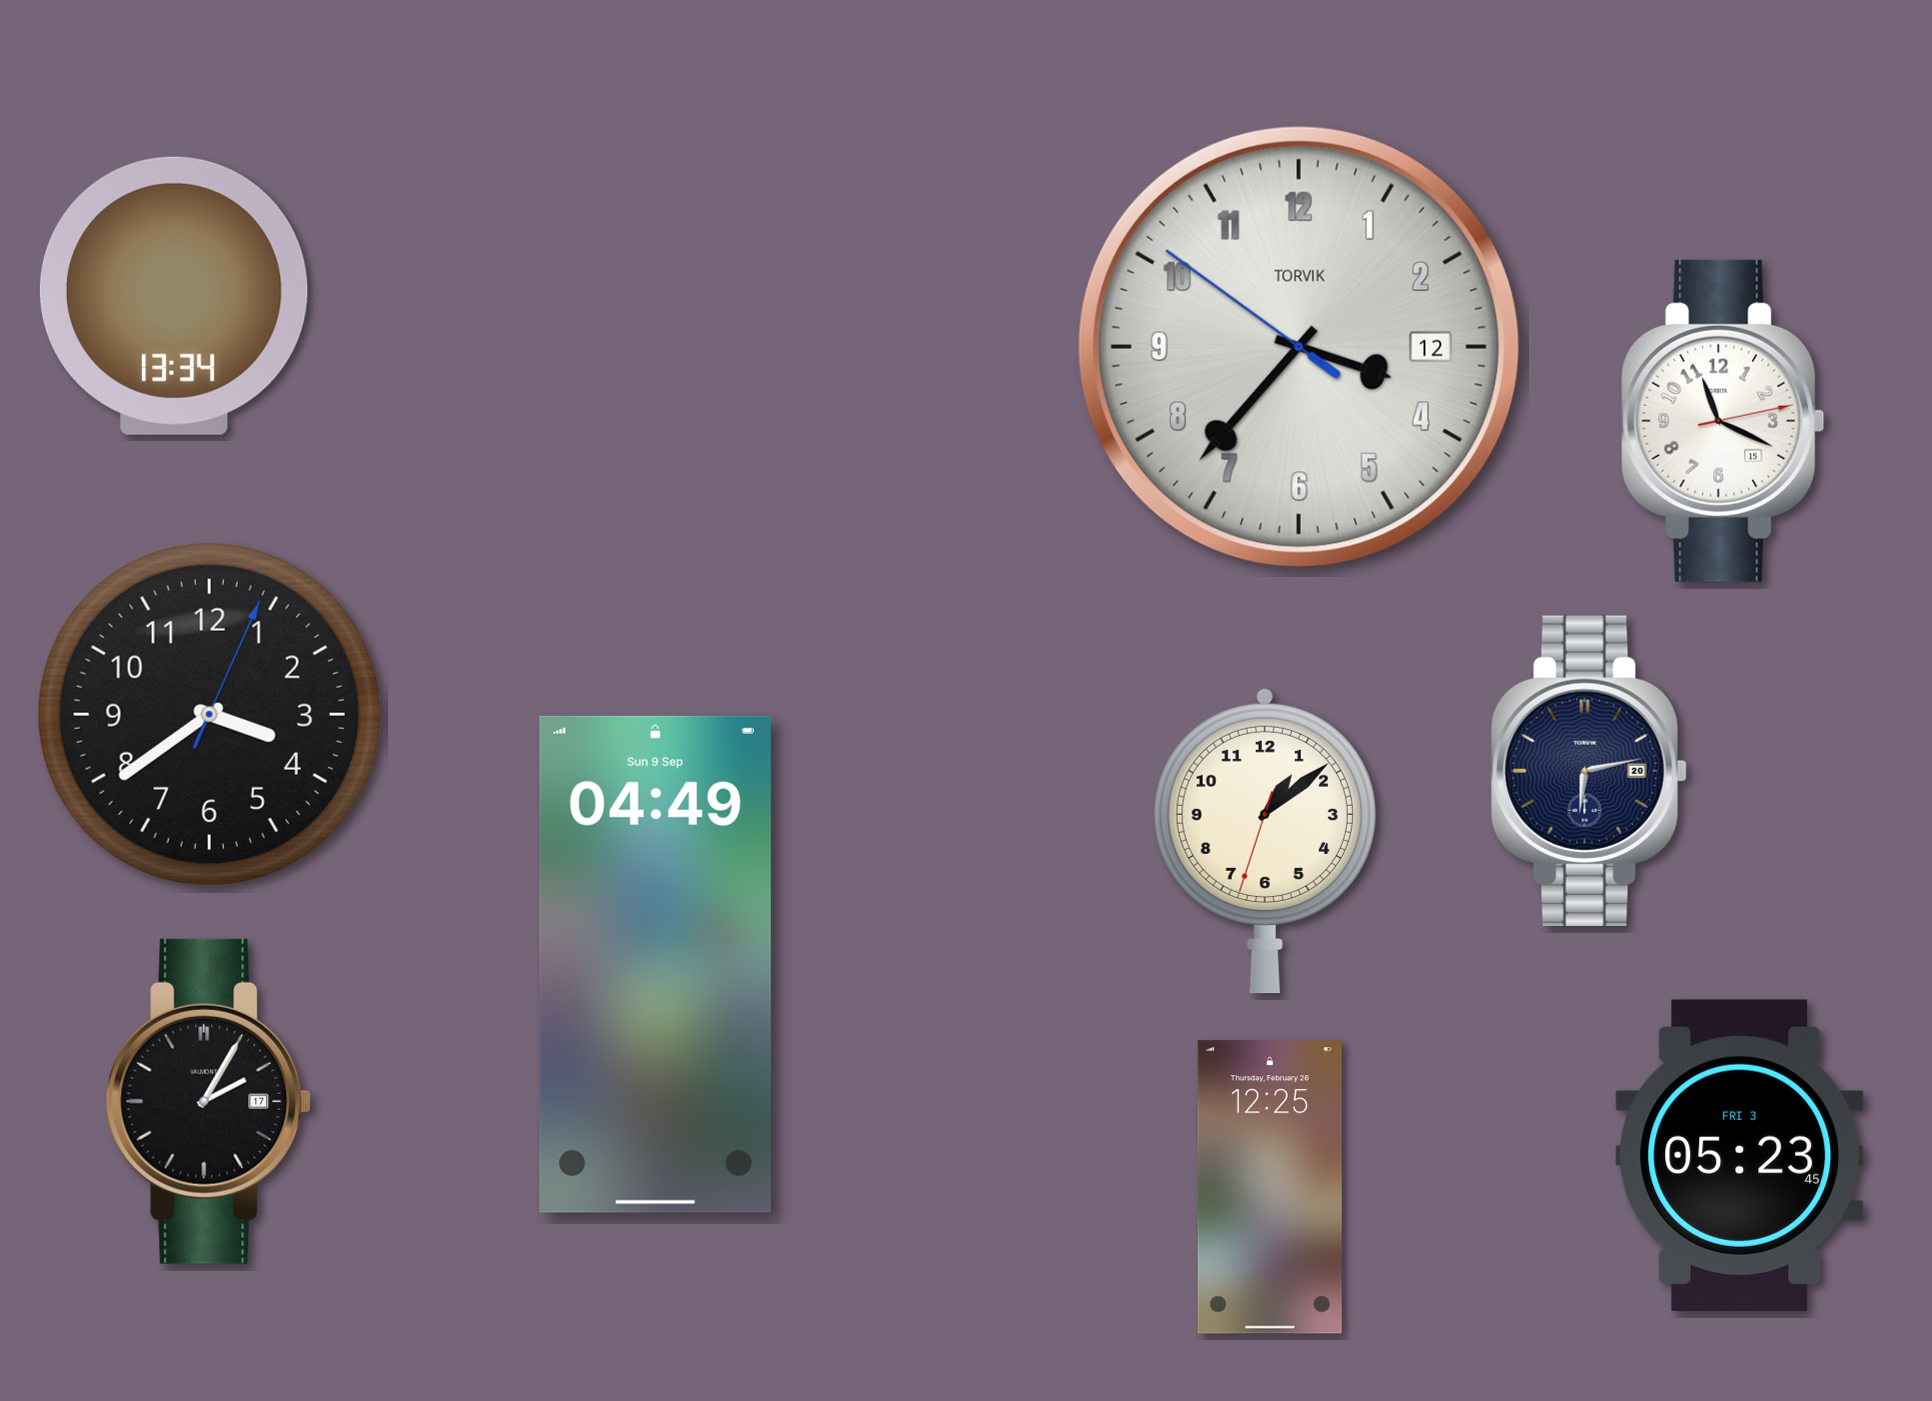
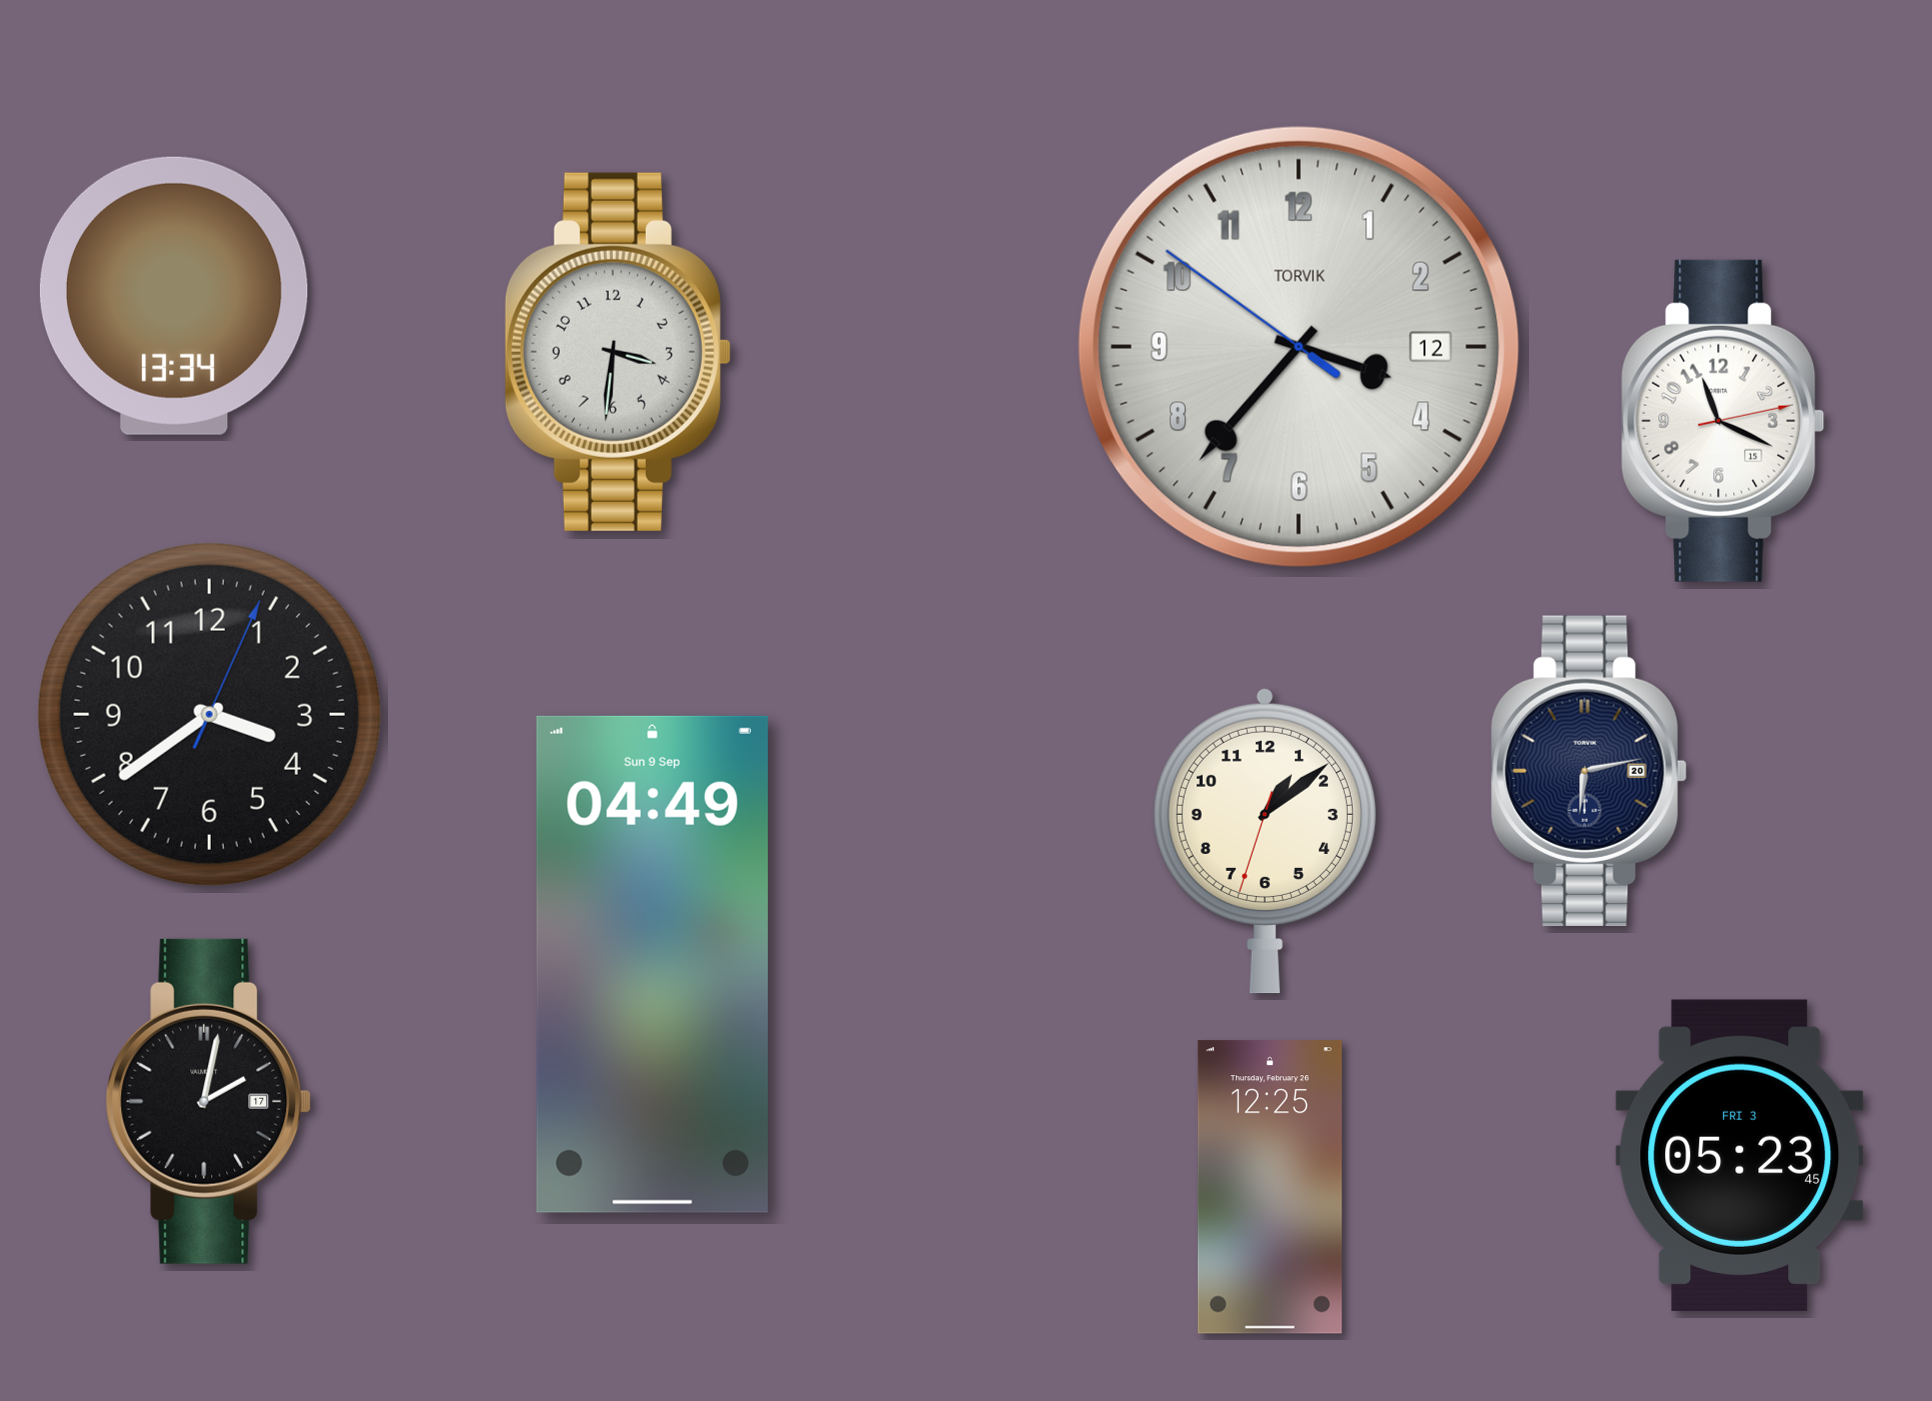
clock at (618, 352): none -> 3:31
clock at (655, 964) position: (655, 964) -> (652, 964)
clock at (209, 1101): 2:05 -> 2:02
